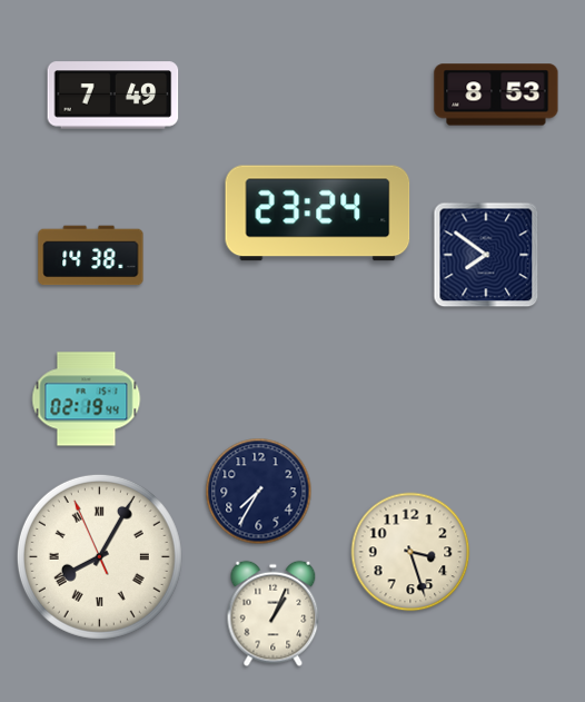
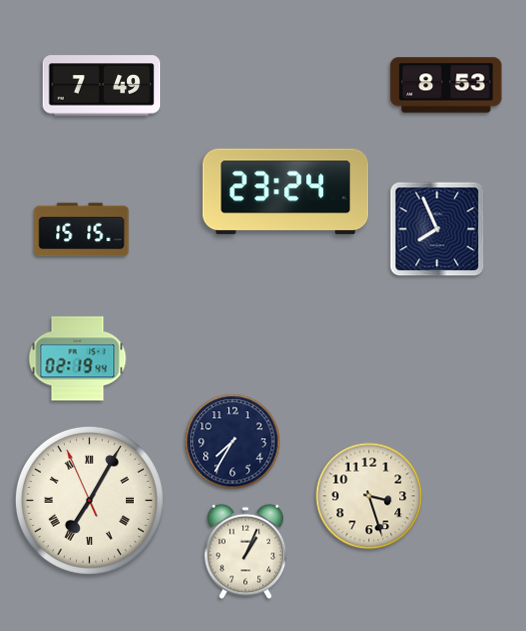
clock at (486, 255): 7:51 -> 7:56
clock at (91, 256): 14:38 -> 15:15
clock at (99, 556): 8:04 -> 7:04
